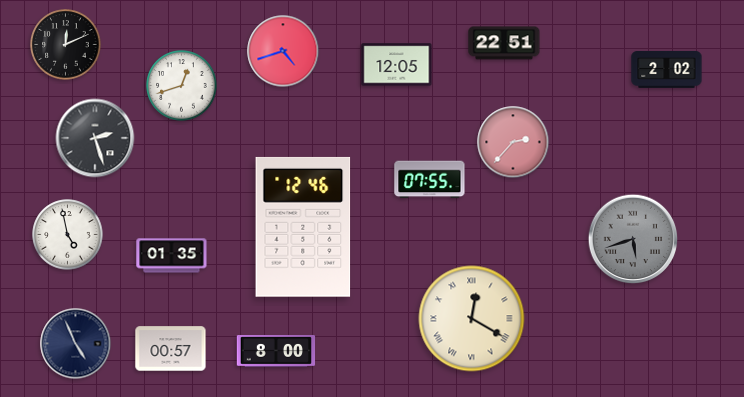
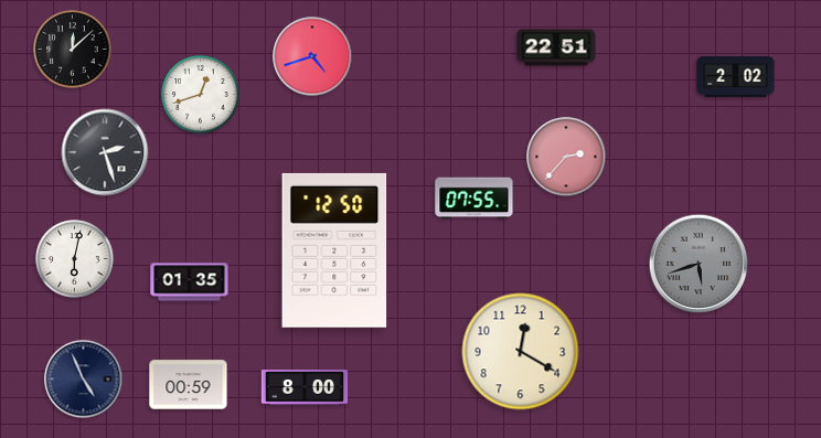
clock at (66, 45): 12:11 -> 12:08
clock at (397, 65): 12:05 -> none
clock at (303, 227): 12:46 -> 12:50
clock at (68, 235): 4:58 -> 6:02
clock at (472, 319) numerals: Roman -> Arabic
clock at (171, 349): 00:57 -> 00:59
